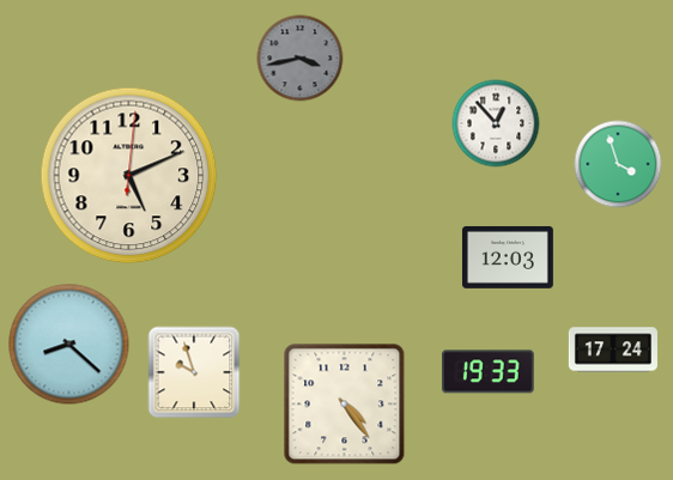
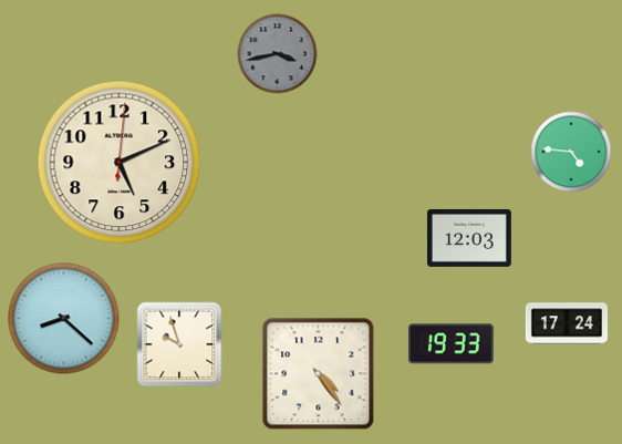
clock at (496, 123): 12:53 -> none
clock at (618, 164): 3:57 -> 4:46
